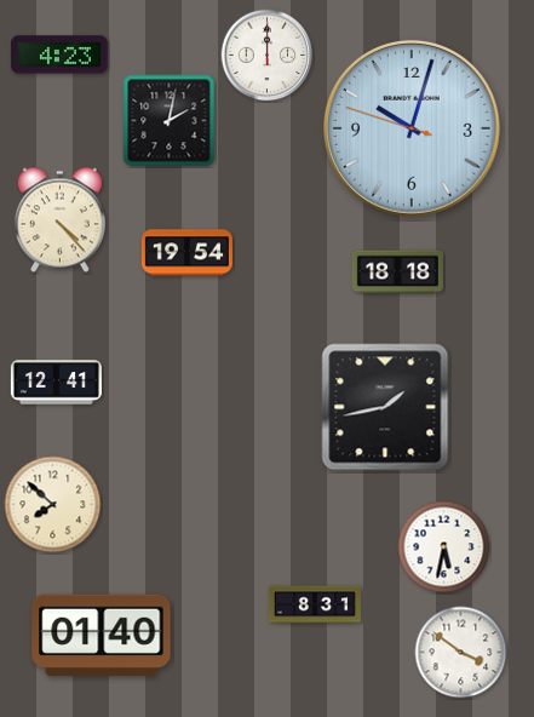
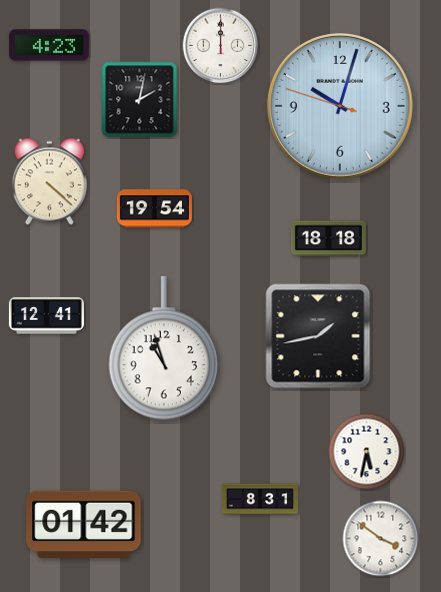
clock at (59, 220): 4:23 -> 4:22
clock at (397, 273) position: (397, 273) -> (328, 239)
clock at (164, 349): none -> 10:57
clock at (53, 505): 7:52 -> none
clock at (102, 636): 01:40 -> 01:42
